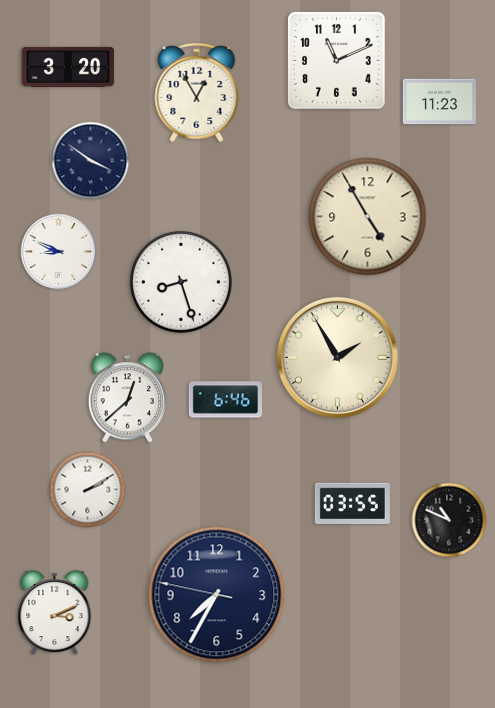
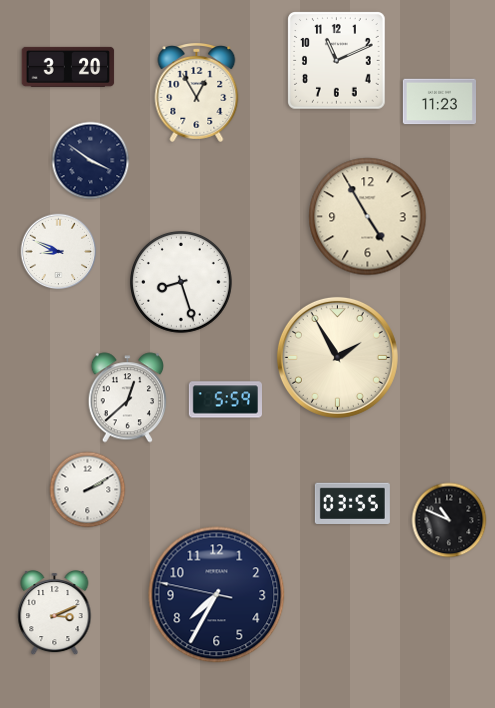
clock at (225, 400): 6:46 -> 5:59
